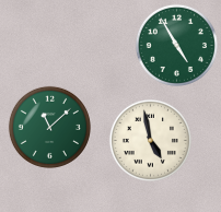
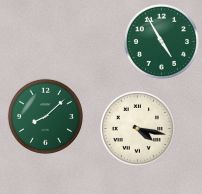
clock at (49, 127): 11:08 -> 8:08
clock at (150, 140): 4:58 -> 4:17
